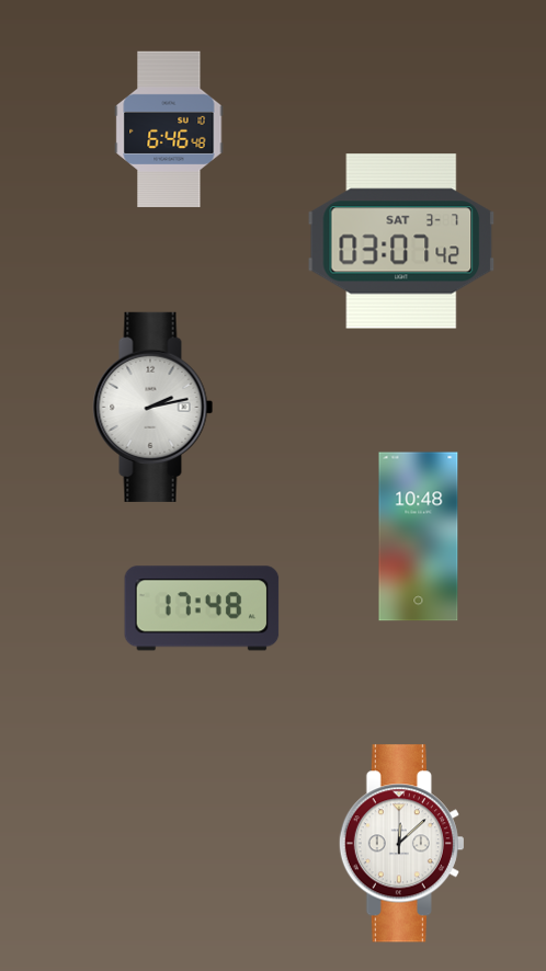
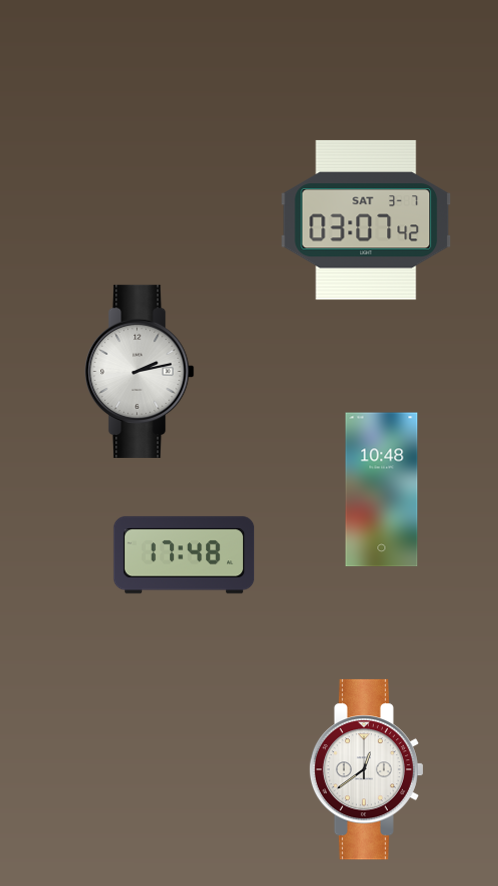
clock at (169, 128): 6:46 -> none
clock at (401, 844): 12:08 -> 12:39
